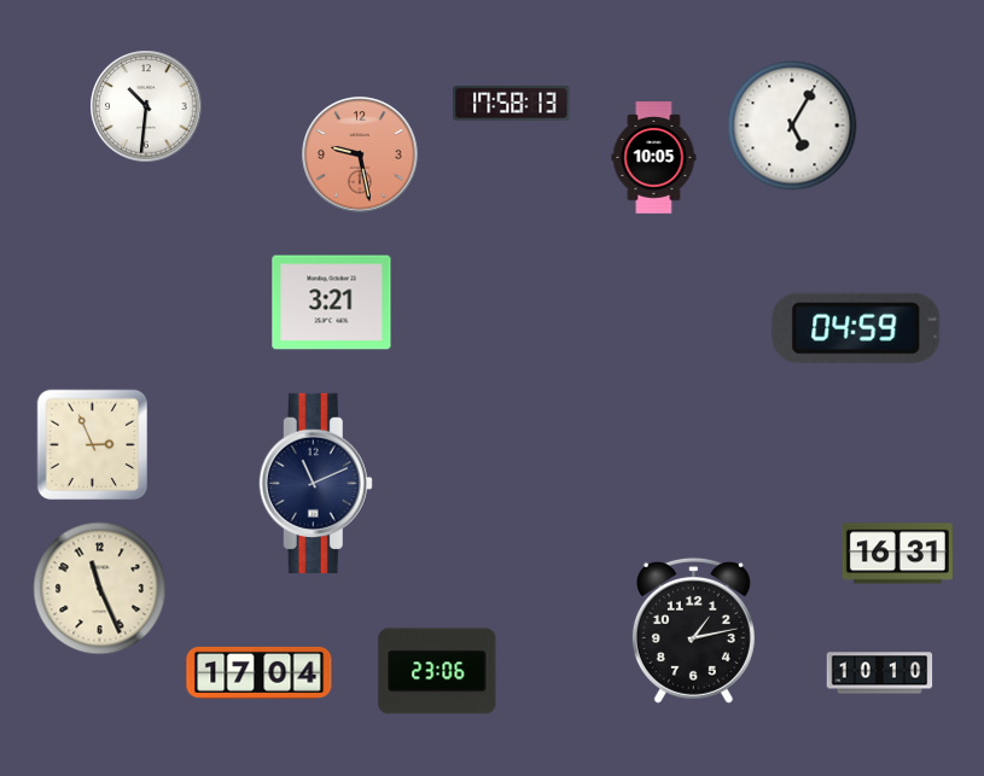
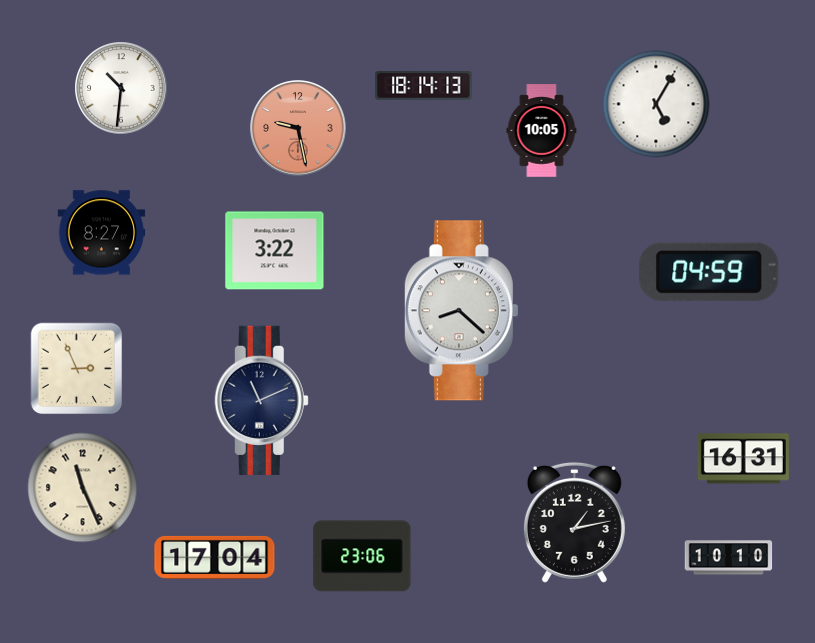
clock at (512, 104): 17:58 -> 18:14
clock at (102, 233): none -> 8:27
clock at (332, 303): 3:21 -> 3:22
clock at (461, 311): none -> 8:22
